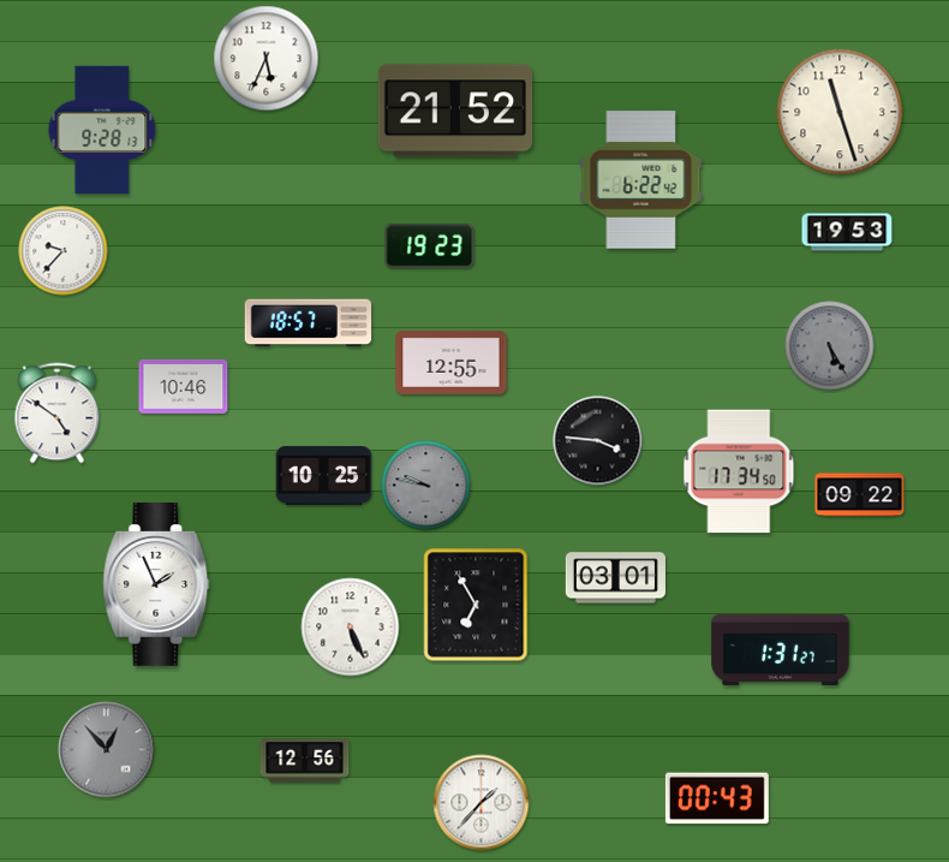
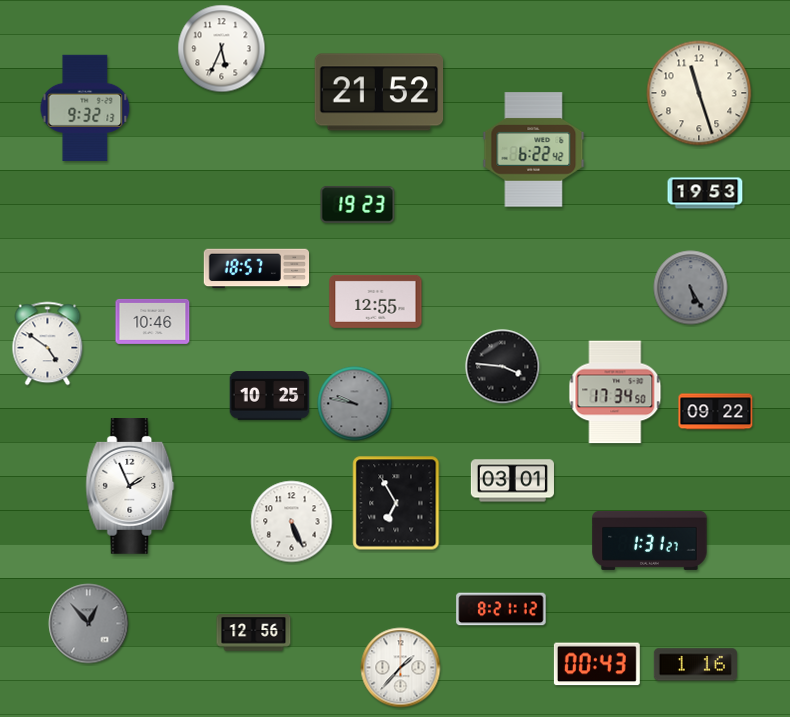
clock at (102, 130): 9:28 -> 9:32
clock at (64, 251): 9:37 -> none
clock at (598, 441) position: (598, 441) -> (503, 367)
clock at (501, 609): none -> 8:21
clock at (695, 665): none -> 1:16
